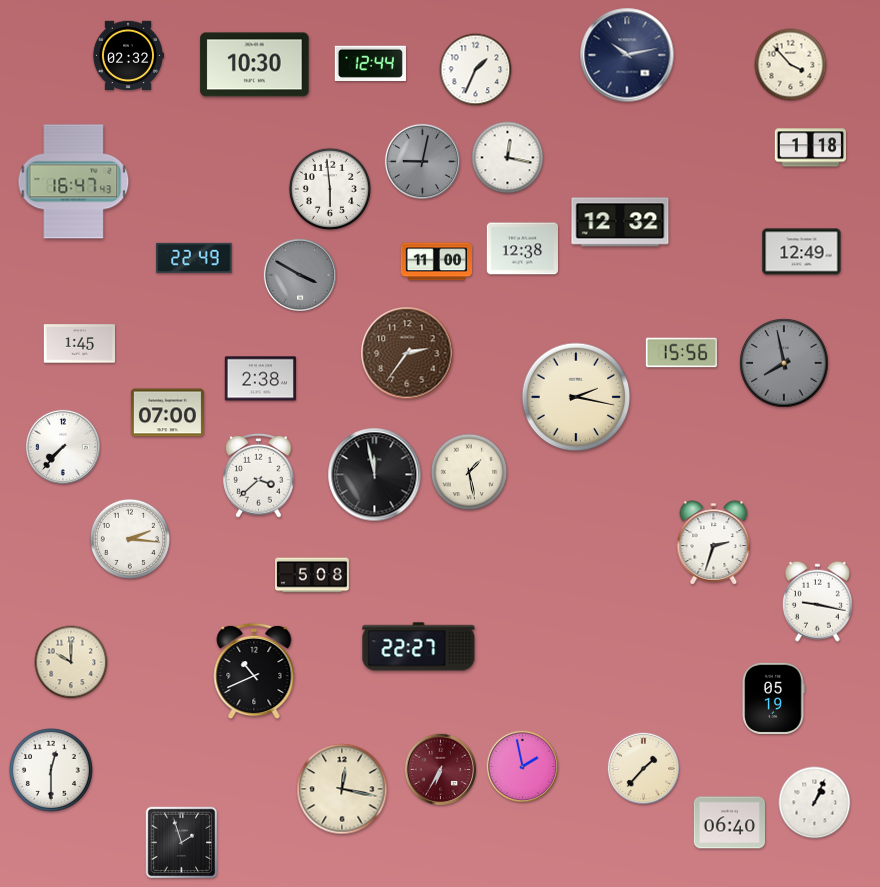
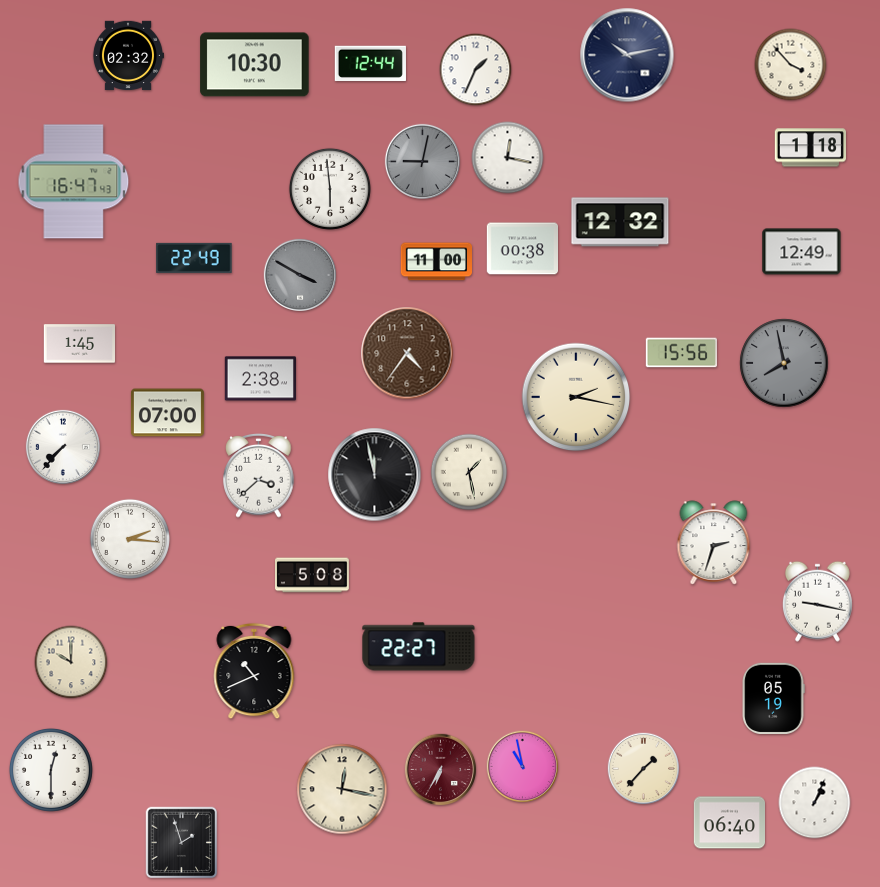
clock at (522, 249): 12:38 -> 00:38
clock at (407, 353): 2:36 -> 4:36
clock at (523, 767): 1:58 -> 10:58
